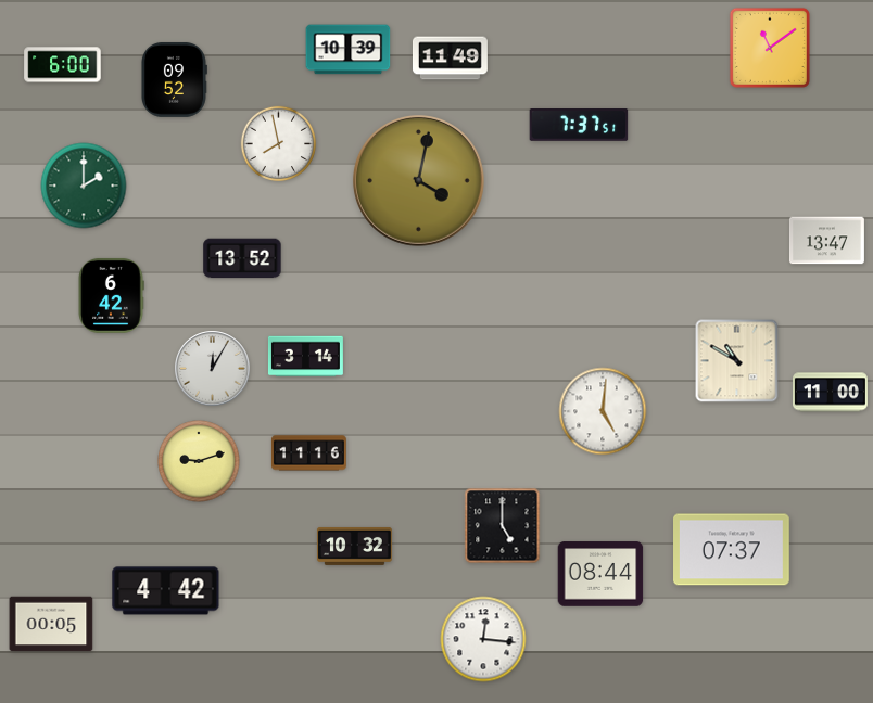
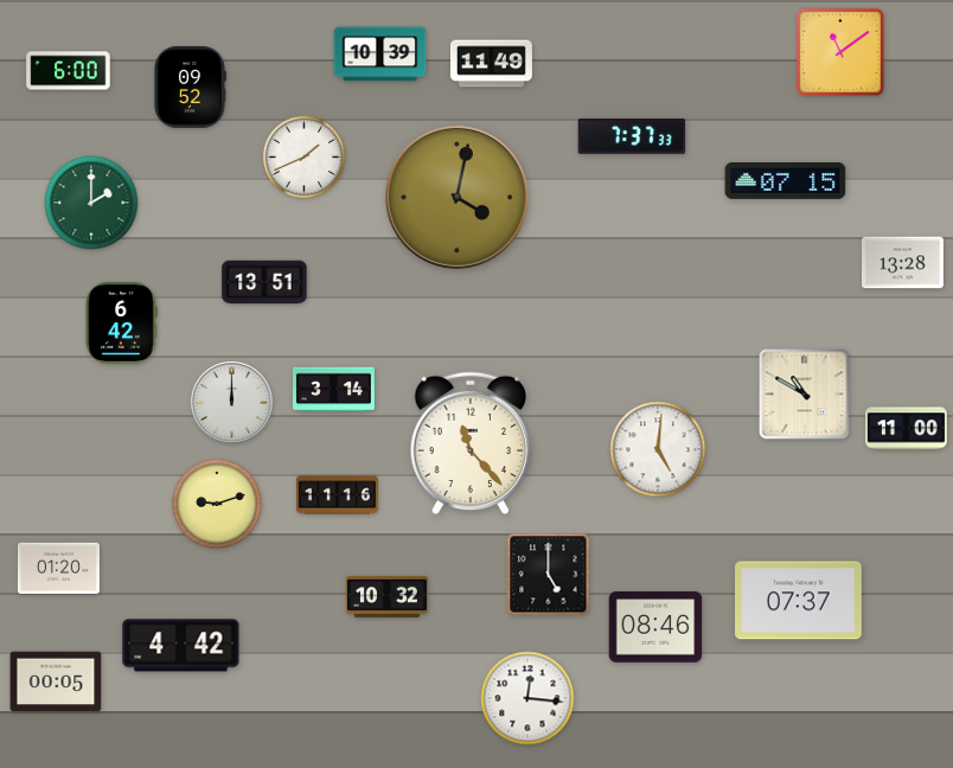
clock at (579, 126): 7:37:51 -> 7:37:33
clock at (279, 144): 7:58 -> 1:41
clock at (786, 180): none -> 07:15
clock at (826, 241): 13:47 -> 13:28
clock at (242, 258): 13:52 -> 13:51
clock at (213, 369): 12:05 -> 12:00
clock at (469, 443): none -> 11:23
clock at (58, 568): none -> 01:20
clock at (600, 574): 08:44 -> 08:46
